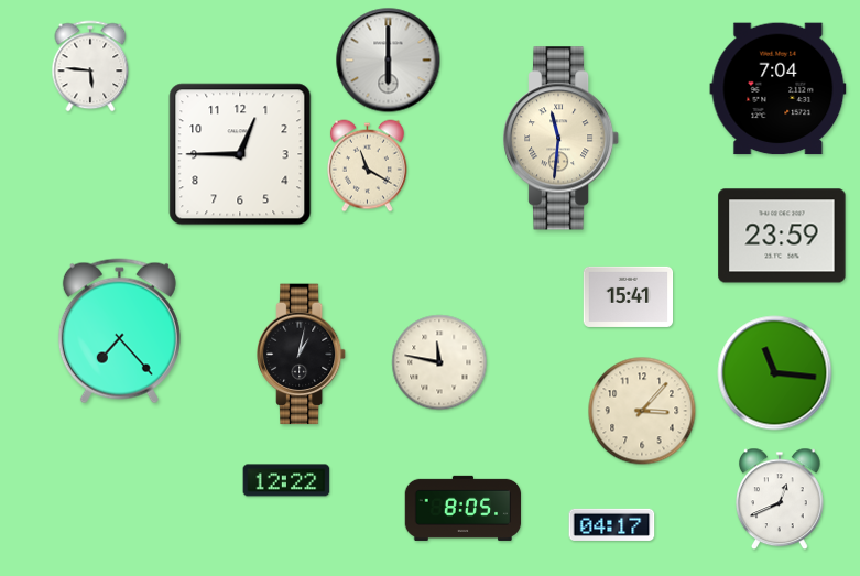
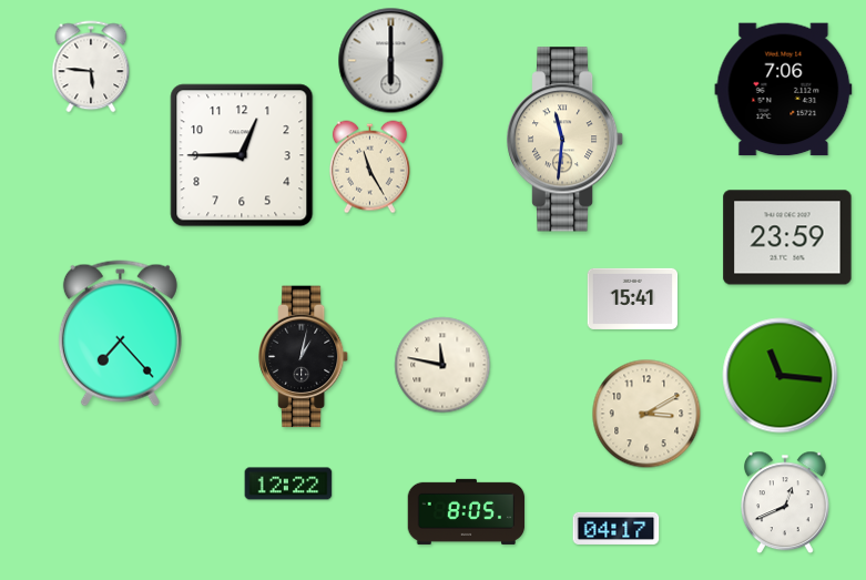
clock at (779, 89): 7:04 -> 7:06
clock at (367, 166): 11:20 -> 11:25
clock at (642, 411): 3:07 -> 3:10
